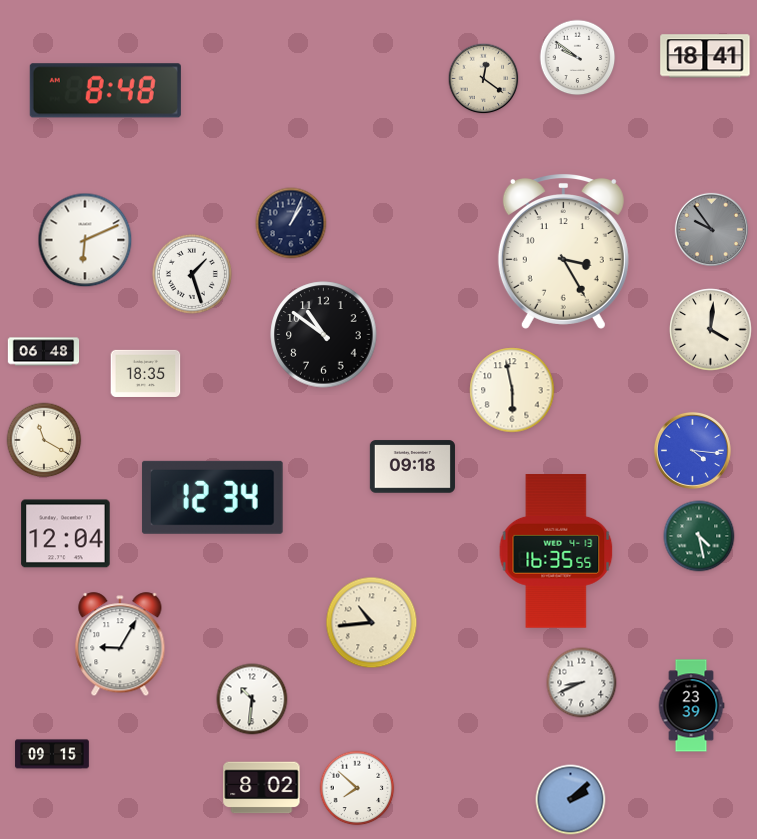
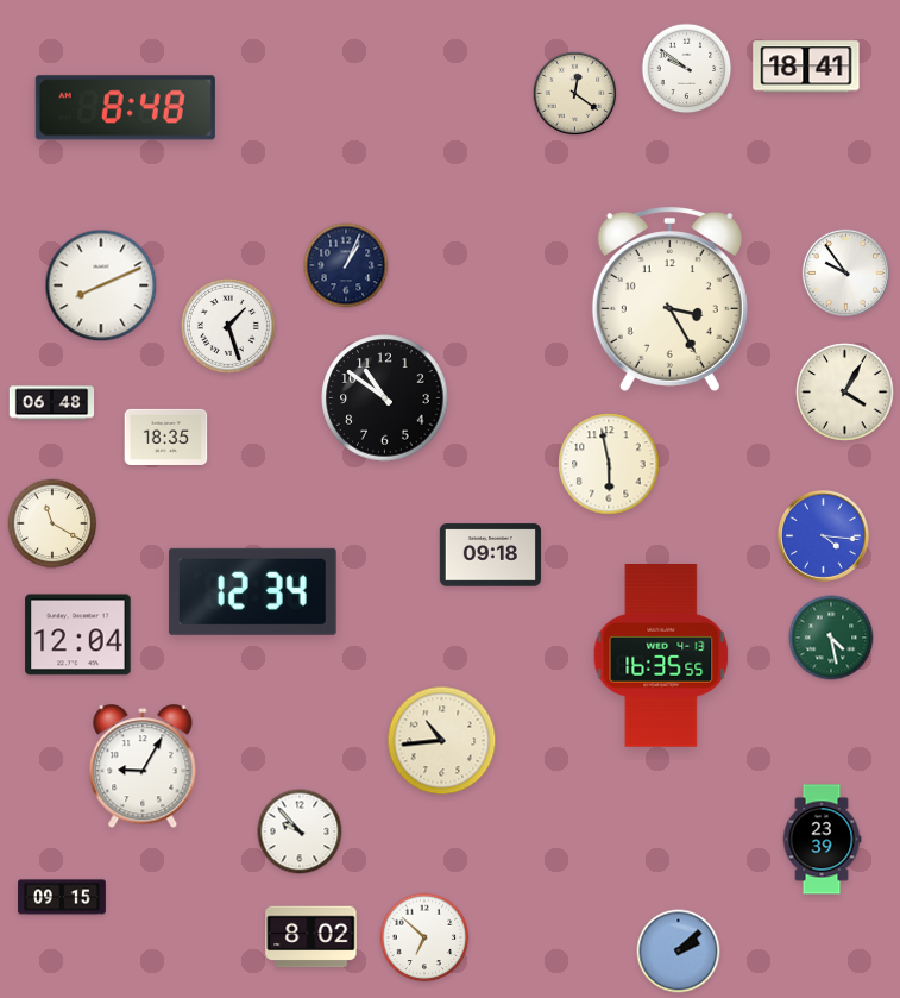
clock at (705, 56) position: (705, 56) -> (806, 67)
clock at (711, 229) dial: grey -> white
clock at (85, 240): 6:11 -> 8:11
clock at (711, 330): 4:01 -> 4:05
clock at (44, 352) position: (44, 352) -> (52, 403)
clock at (146, 373) position: (146, 373) -> (166, 437)
clock at (582, 683): 8:41 -> none
clock at (252, 699): 10:31 -> 9:53
clock at (357, 788): 7:52 -> 6:52
